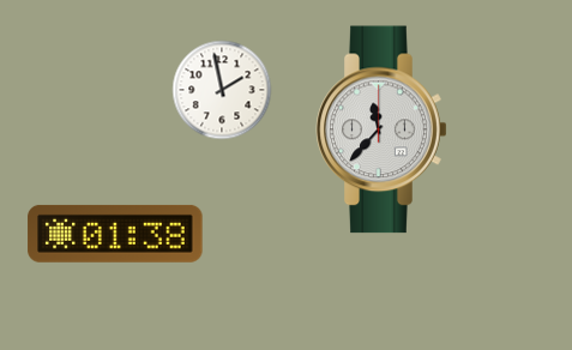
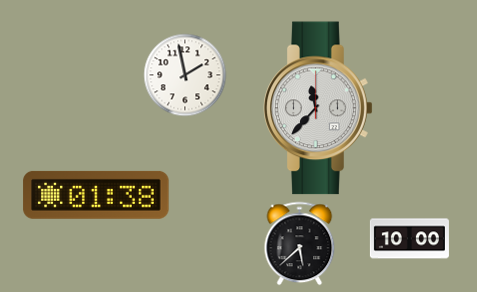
clock at (409, 239): none -> 10:00
clock at (300, 243): none -> 5:38
